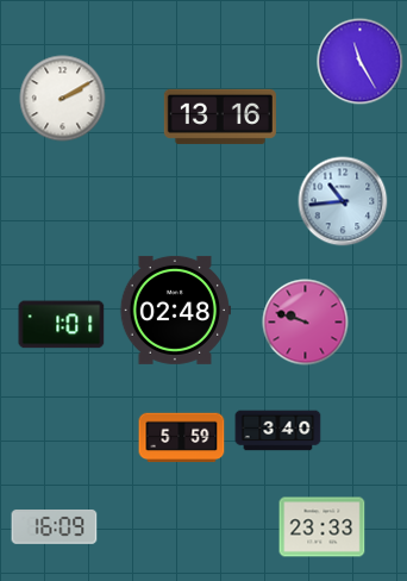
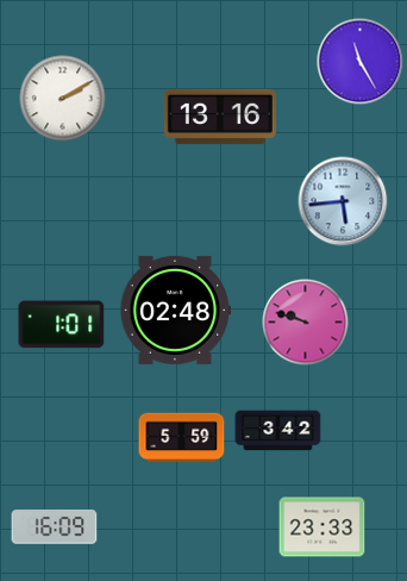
clock at (343, 201): 10:44 -> 5:44
clock at (278, 431): 3:40 -> 3:42
